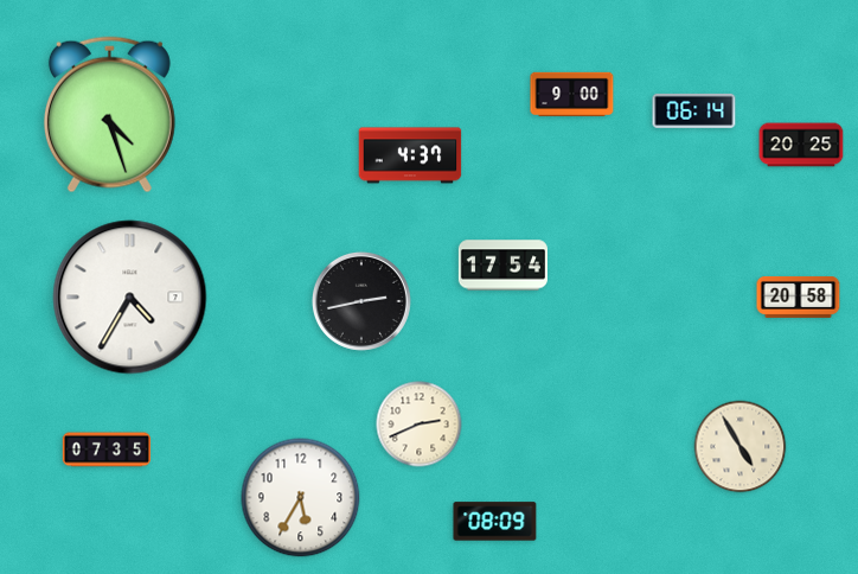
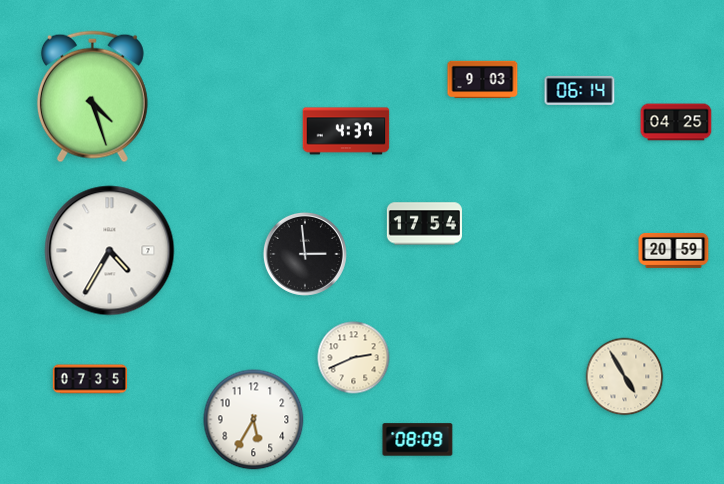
clock at (572, 95): 9:00 -> 9:03
clock at (694, 110) position: (694, 110) -> (580, 90)
clock at (801, 145): 20:25 -> 04:25
clock at (799, 296): 20:58 -> 20:59
clock at (361, 301): 2:43 -> 2:59
